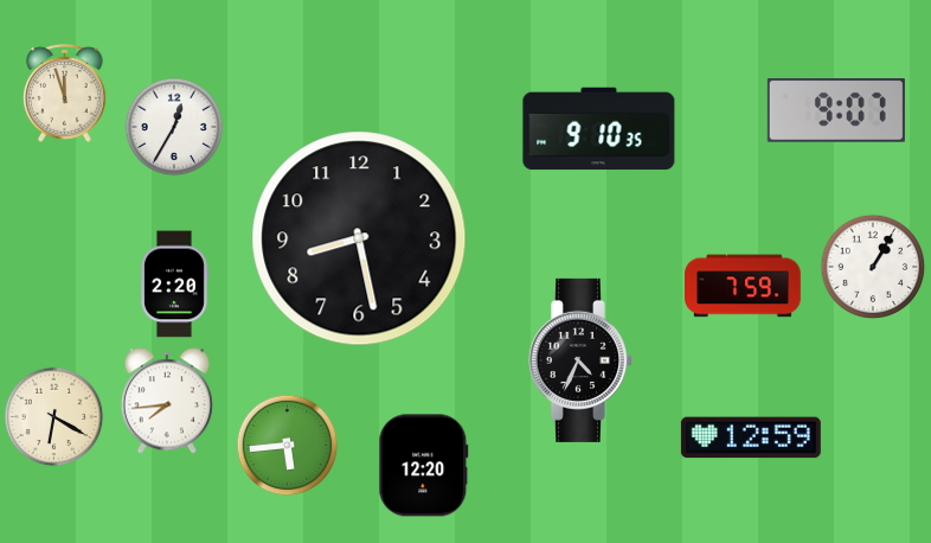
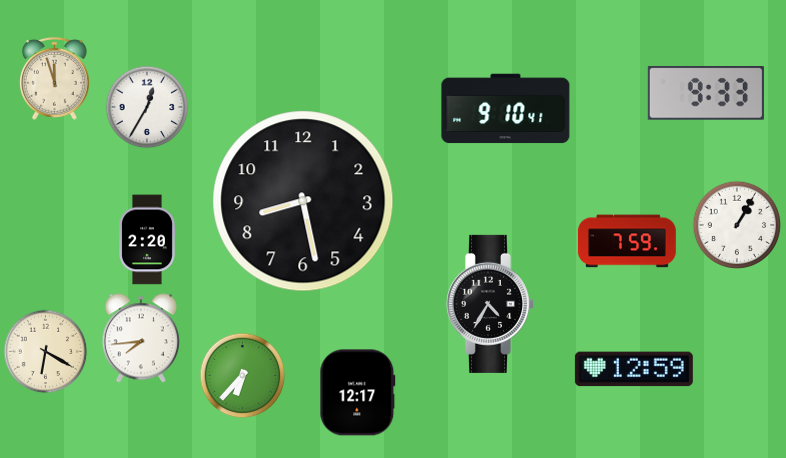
clock at (836, 111): 9:07 -> 9:33
clock at (599, 129): 9:10:35 -> 9:10:41
clock at (579, 360): 4:34 -> 4:35
clock at (288, 446): 5:44 -> 6:37
clock at (424, 466): 12:20 -> 12:17
